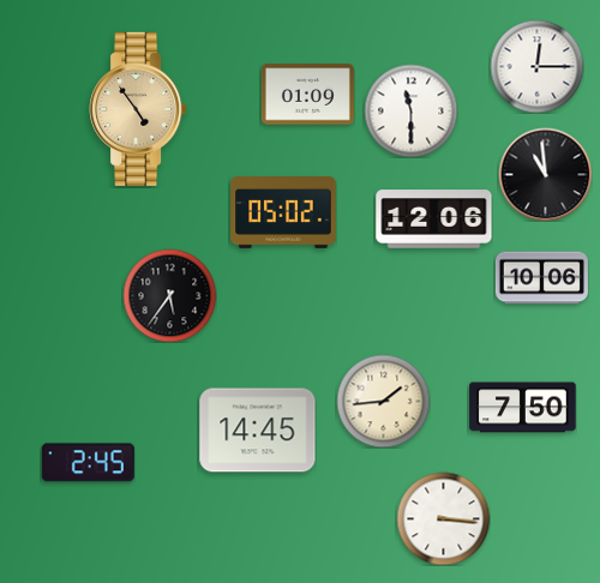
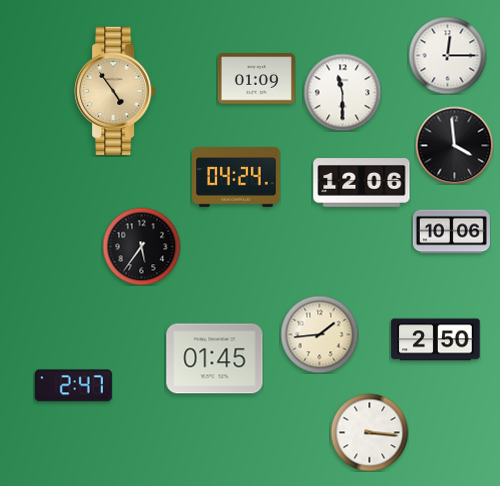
clock at (545, 174): 10:59 -> 3:59
clock at (283, 214): 05:02 -> 04:24
clock at (523, 408): 7:50 -> 2:50
clock at (258, 431): 14:45 -> 01:45
clock at (88, 463): 2:45 -> 2:47
